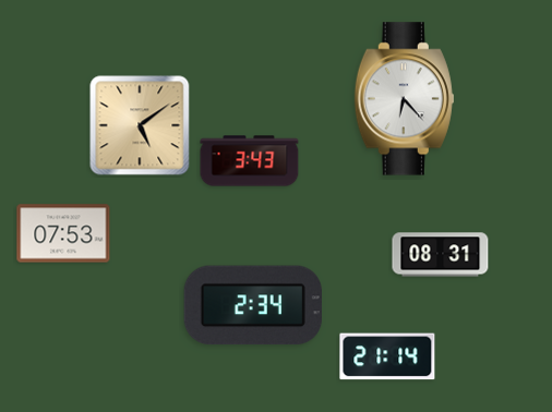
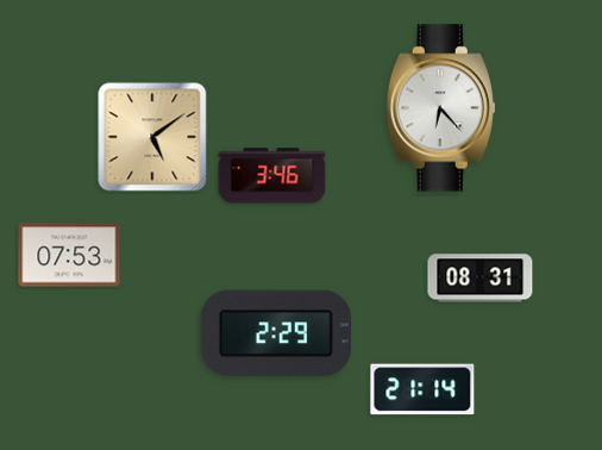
clock at (250, 161): 3:43 -> 3:46
clock at (253, 305): 2:34 -> 2:29
